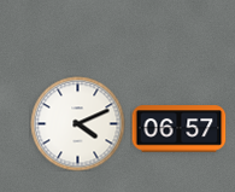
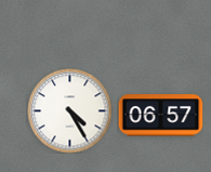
clock at (77, 123): 4:11 -> 4:25
